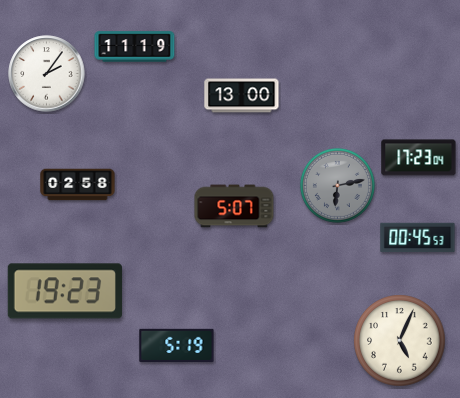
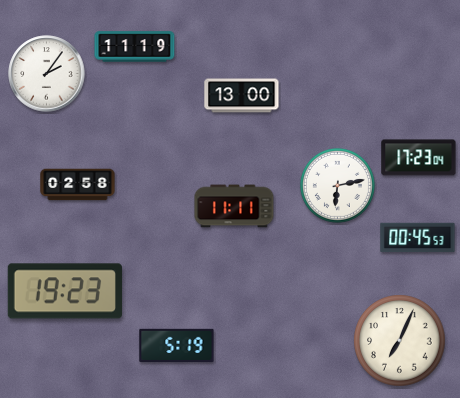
clock at (337, 185) dial: grey -> white
clock at (234, 206): 5:07 -> 11:11
clock at (400, 341): 5:04 -> 7:04
